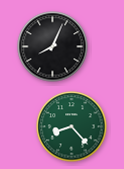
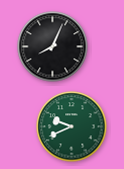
clock at (72, 127): 8:23 -> 9:41
